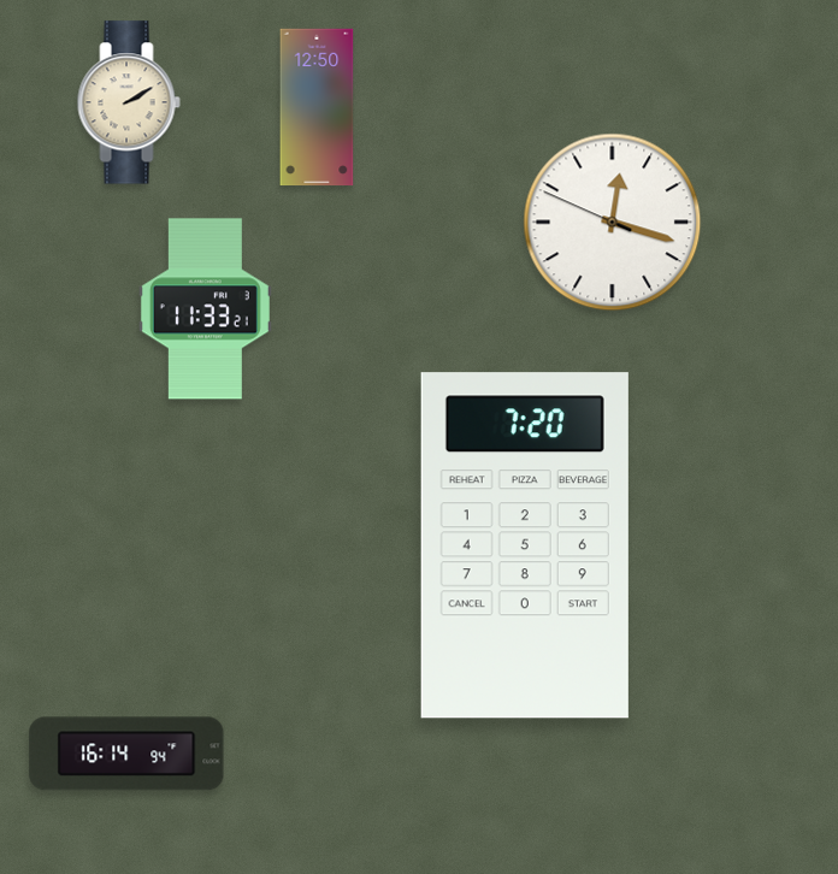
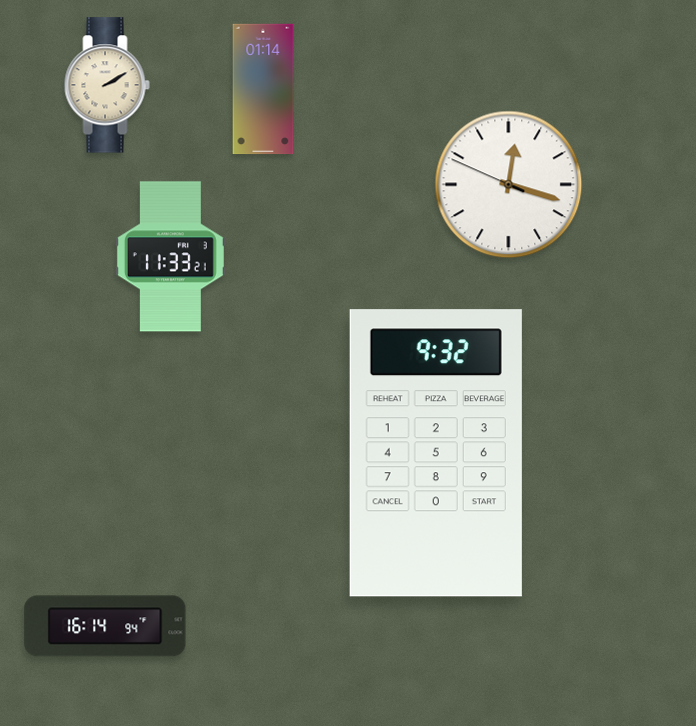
clock at (317, 107): 12:50 -> 01:14
clock at (525, 545): 7:20 -> 9:32
